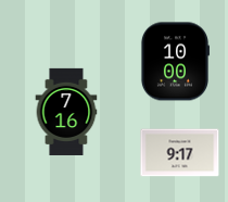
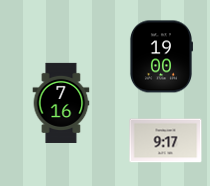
clock at (174, 62): 10:00 -> 19:00
